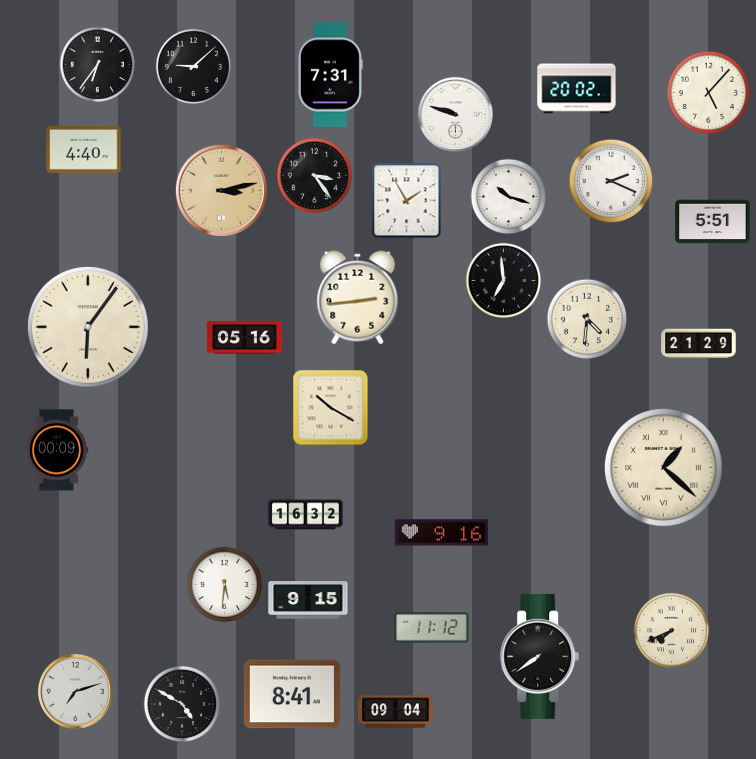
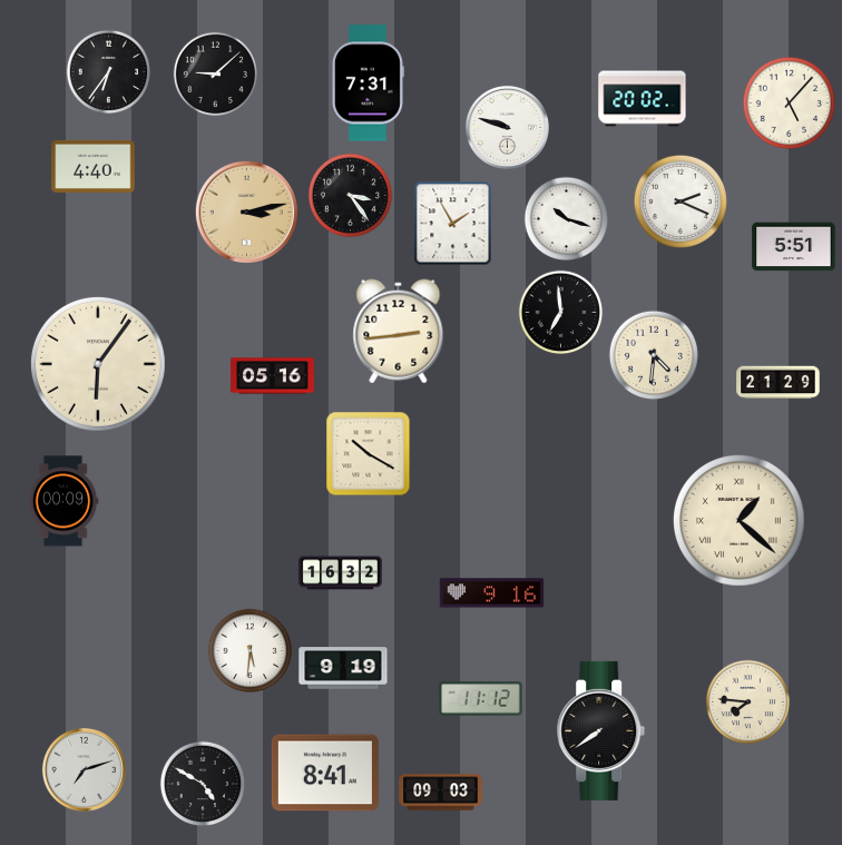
clock at (308, 600): 9:15 -> 9:19
clock at (672, 631): 7:41 -> 7:46
clock at (396, 712): 09:04 -> 09:03
